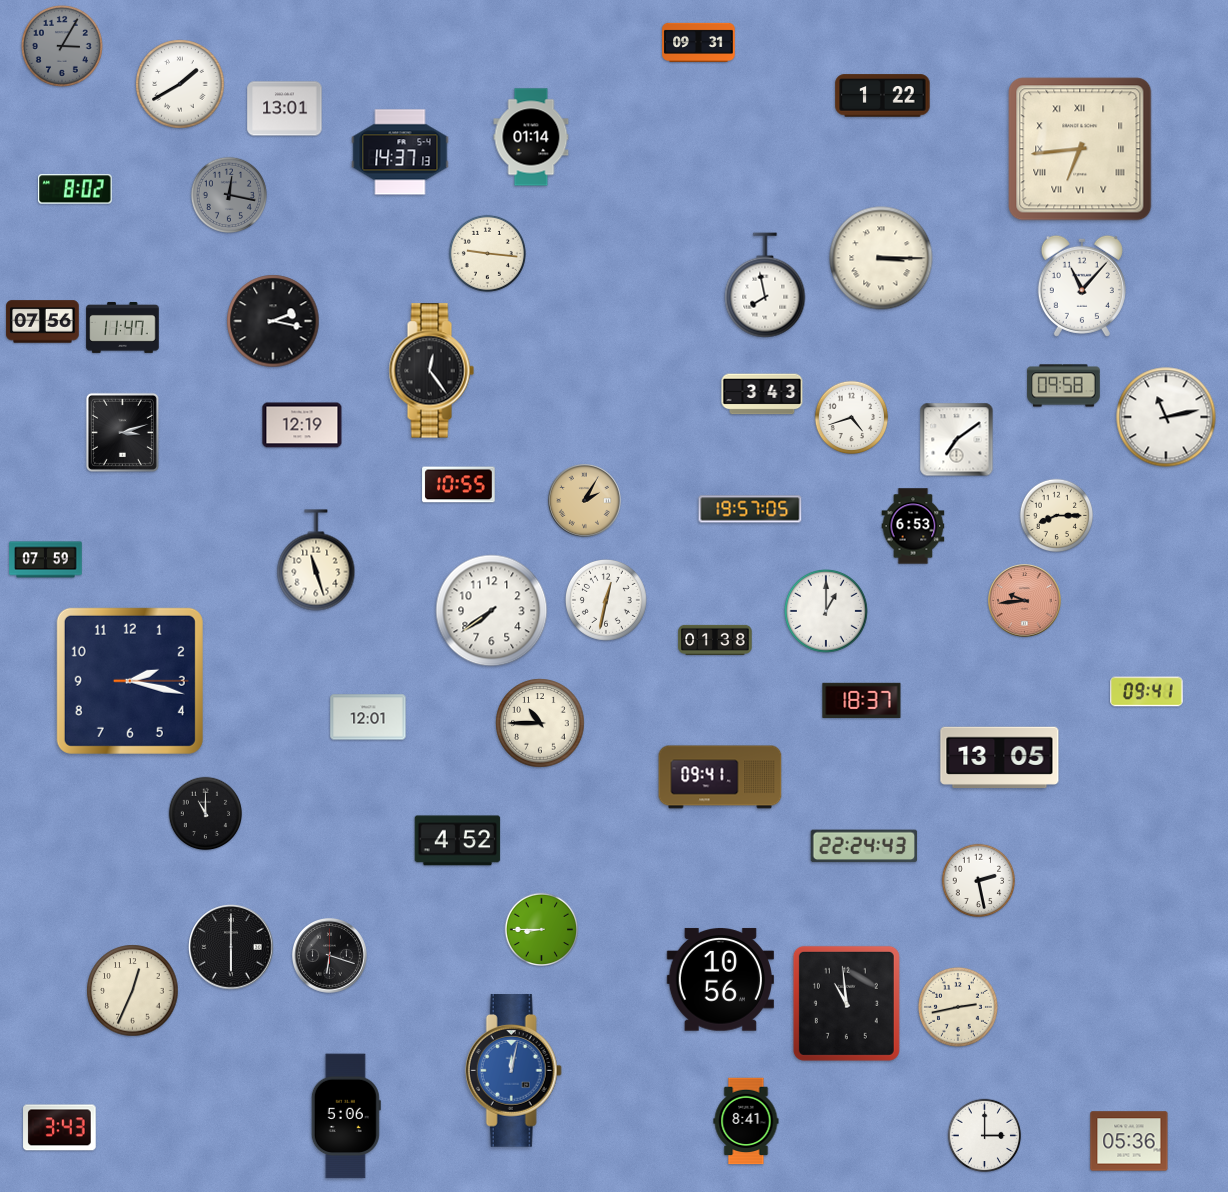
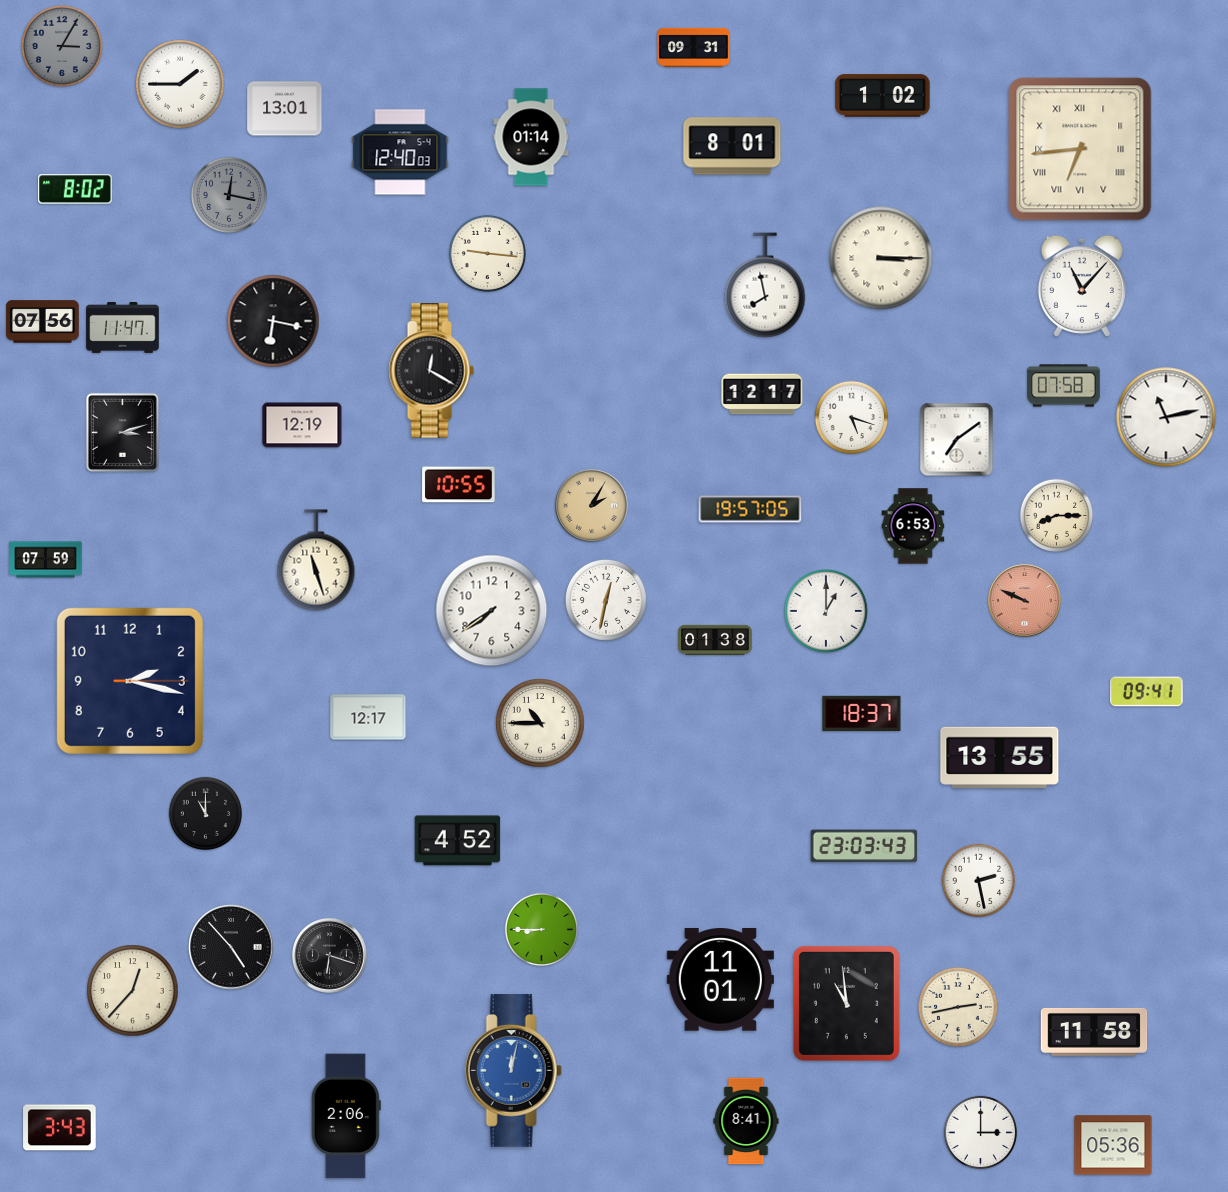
clock at (699, 42) position: (699, 42) -> (694, 47)
clock at (180, 84): 1:40 -> 1:45
clock at (883, 96): 1:22 -> 1:02
clock at (732, 146): none -> 8:01
clock at (400, 152): 14:37 -> 12:40
clock at (273, 321): 2:17 -> 6:17
clock at (431, 371): 12:24 -> 12:20
clock at (1064, 386): 09:58 -> 07:58
clock at (762, 394): 3:43 -> 12:17
clock at (852, 418): 4:42 -> 5:18
clock at (585, 501) position: (585, 501) -> (592, 506)
clock at (1025, 601): 9:44 -> 9:49
clock at (862, 701) position: (862, 701) -> (862, 714)
clock at (368, 717): 12:01 -> 12:17
clock at (1000, 757): 13:05 -> 13:55
clock at (720, 777): 09:41 -> none
clock at (864, 846): 22:24 -> 23:03
clock at (231, 947): 6:00 -> 4:53
clock at (720, 980): 10:56 -> 11:01
clock at (133, 991): 12:34 -> 12:37
clock at (1094, 1032): none -> 11:58
clock at (346, 1116): 5:06 -> 2:06
clock at (985, 1136) position: (985, 1136) -> (981, 1133)
clock at (1129, 1141) position: (1129, 1141) -> (1113, 1145)
